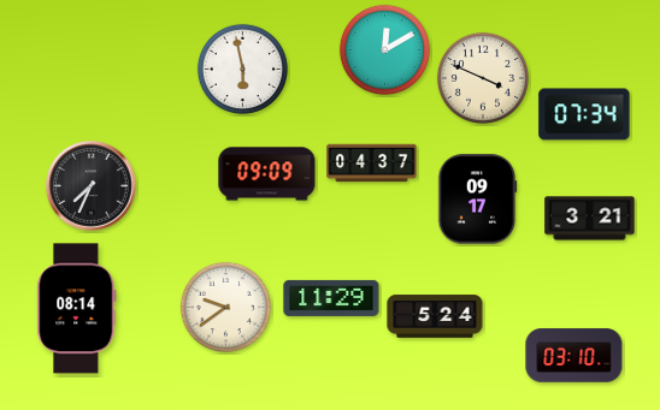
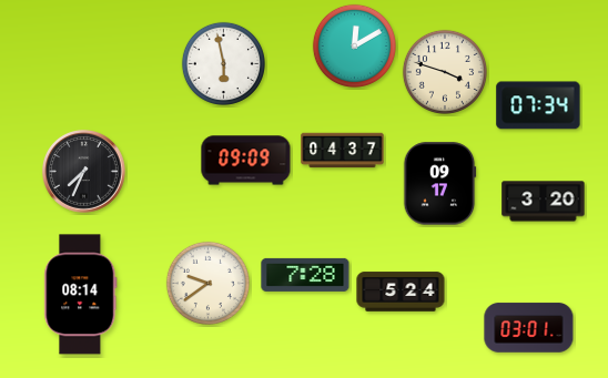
clock at (483, 78): 3:49 -> 3:48
clock at (590, 219): 3:21 -> 3:20
clock at (331, 298): 11:29 -> 7:28
clock at (77, 309) position: (77, 309) -> (81, 295)
clock at (574, 356): 03:10 -> 03:01
